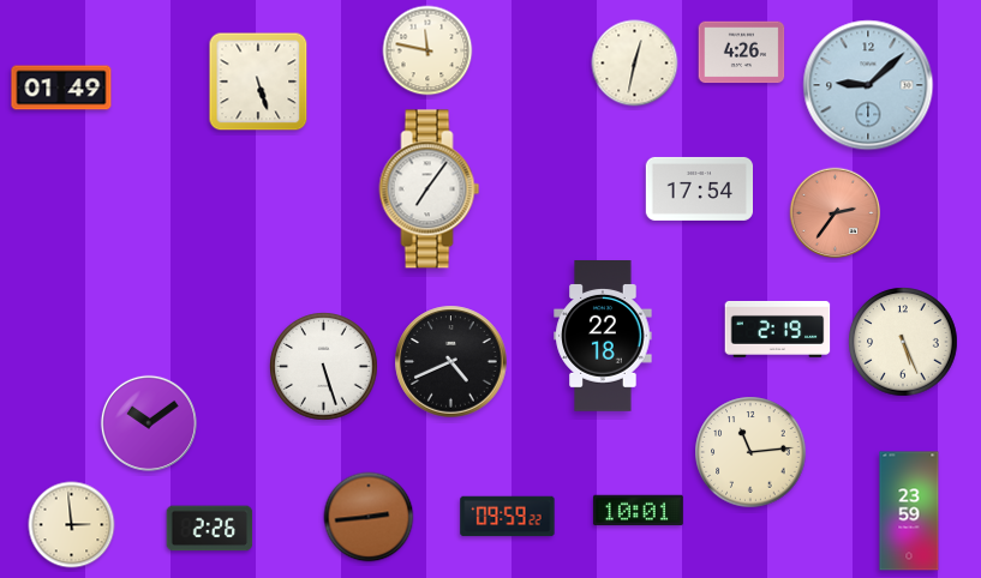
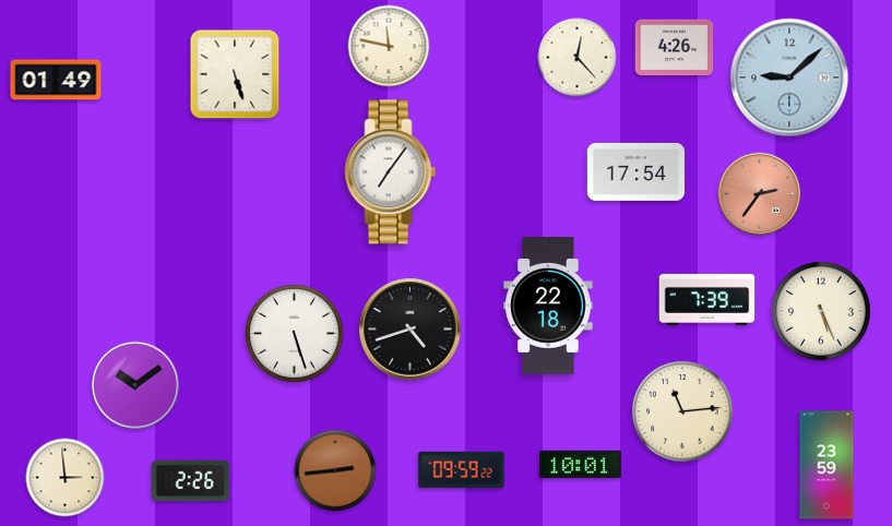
clock at (635, 64): 12:32 -> 12:23
clock at (778, 329): 2:19 -> 7:39
clock at (451, 362): 4:41 -> 4:42
